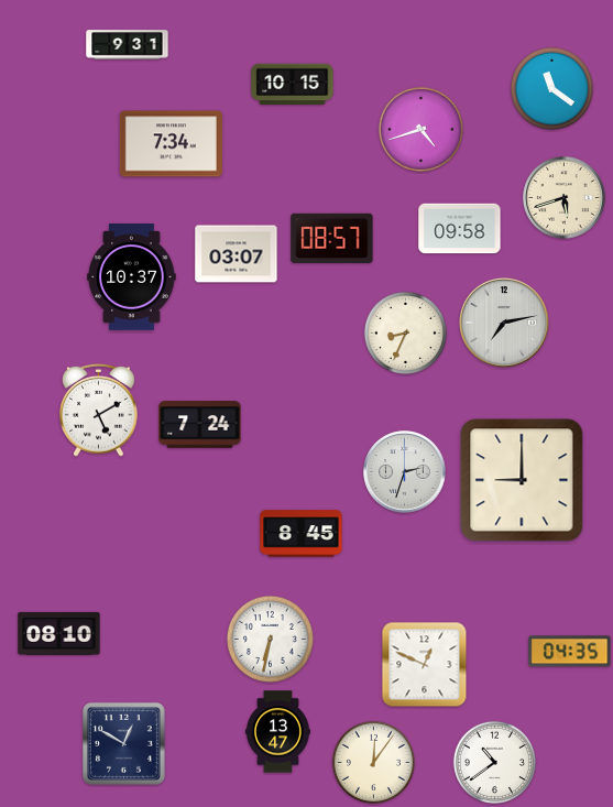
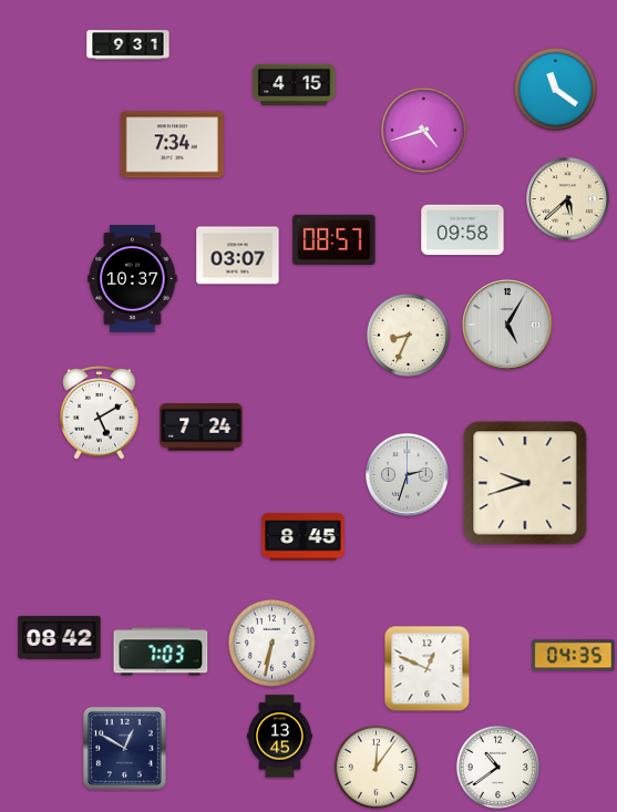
clock at (293, 85): 10:15 -> 4:15
clock at (565, 198): 5:42 -> 5:38
clock at (505, 324): 7:13 -> 5:05
clock at (522, 480): 9:00 -> 9:42
clock at (59, 633): 08:10 -> 08:42
clock at (161, 651): none -> 7:03
clock at (277, 732): 13:47 -> 13:45
